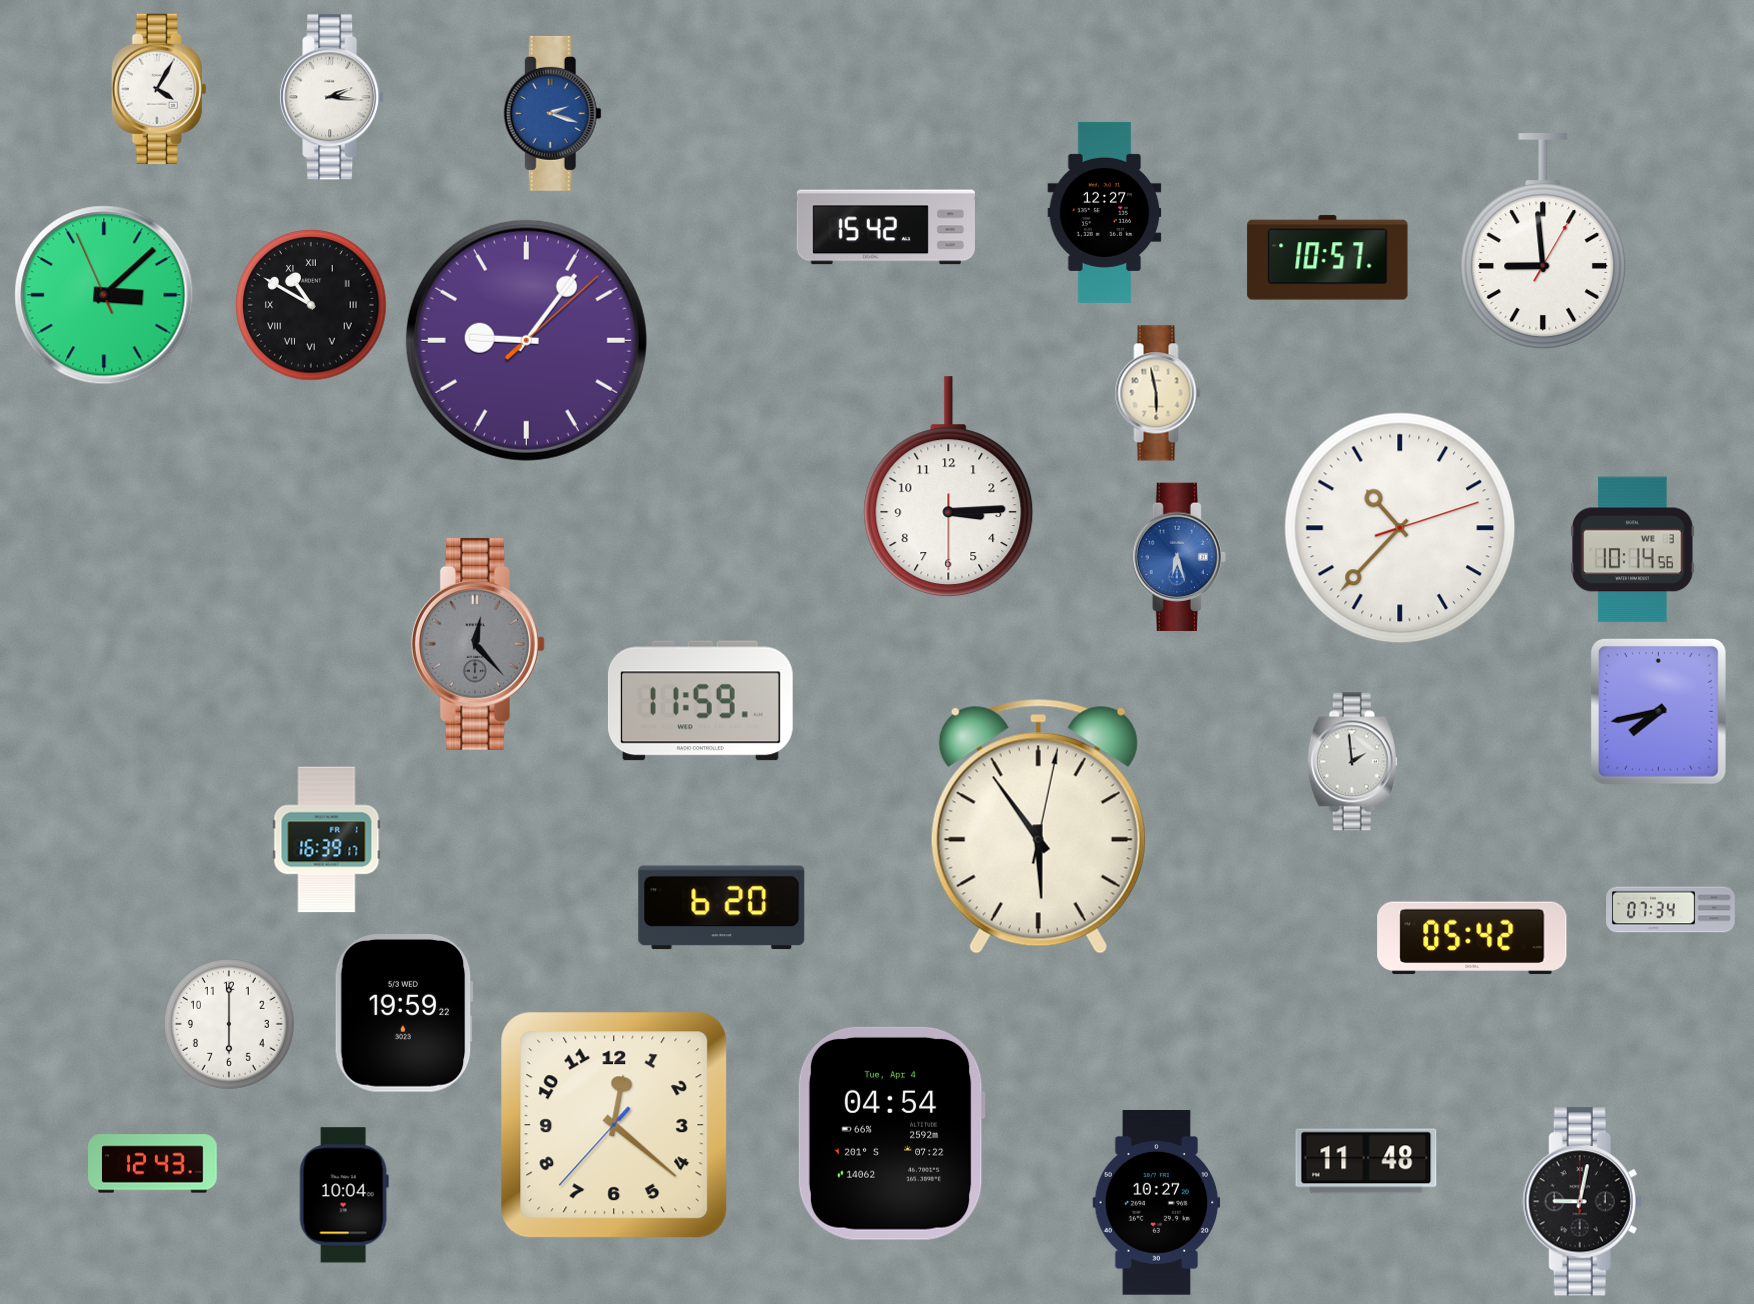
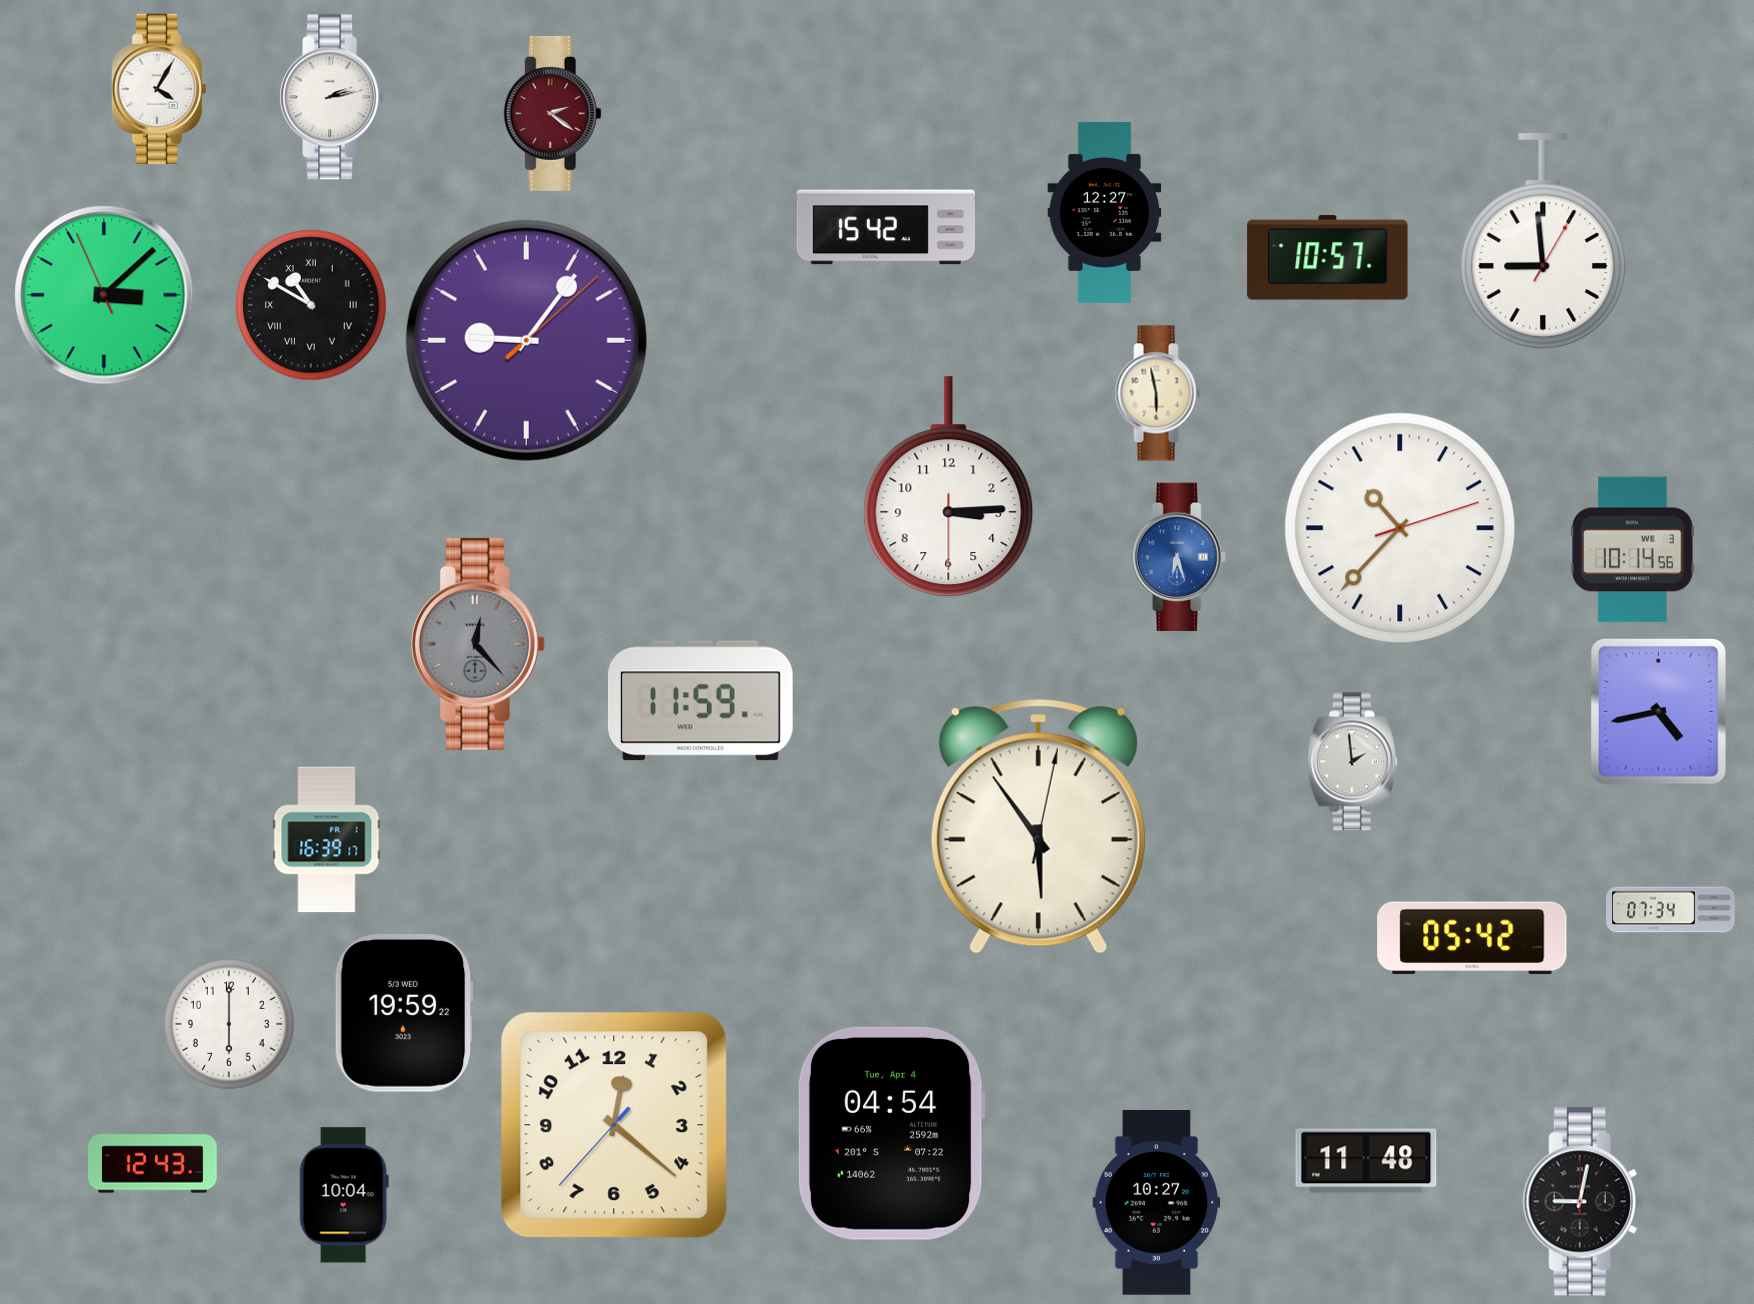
clock at (332, 97): 2:16 -> 2:13
clock at (552, 113): 2:18 -> 2:21
clock at (552, 113) dial: blue -> burgundy
clock at (1658, 712): 7:43 -> 4:43
clock at (722, 908): 6:20 -> none
